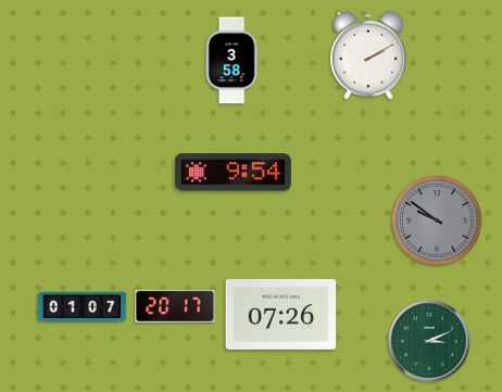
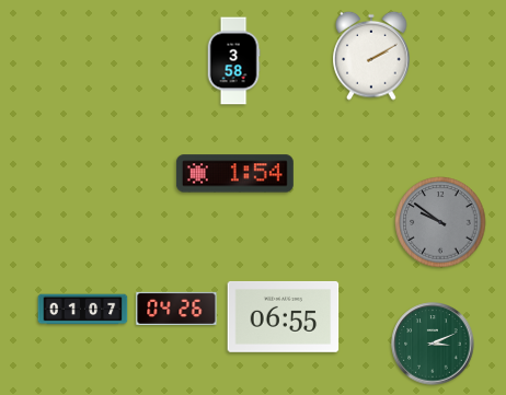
clock at (233, 173): 9:54 -> 1:54
clock at (175, 306): 20:17 -> 04:26
clock at (281, 314): 07:26 -> 06:55
